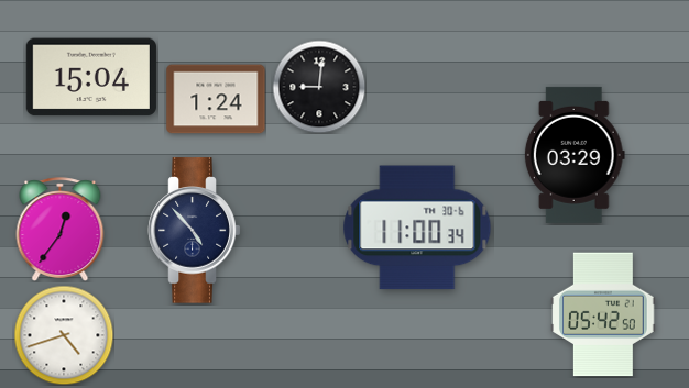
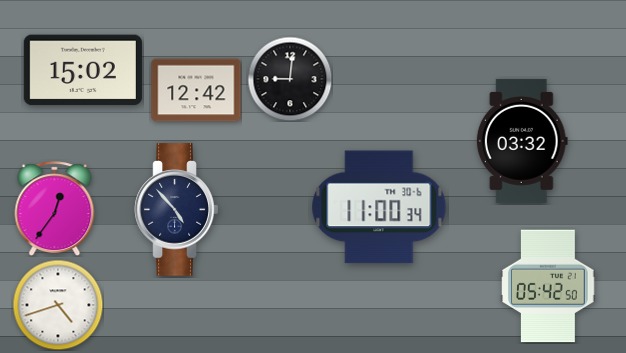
clock at (91, 77): 15:04 -> 15:02
clock at (216, 99): 1:24 -> 12:42
clock at (575, 155): 03:29 -> 03:32
